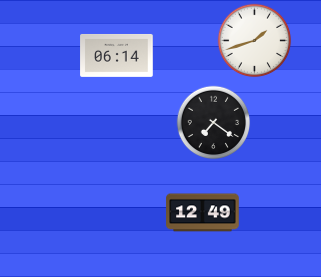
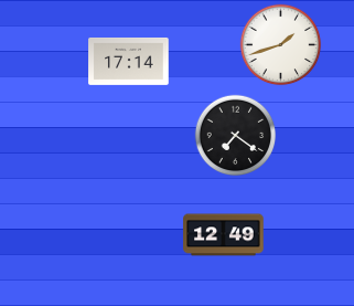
clock at (117, 55): 06:14 -> 17:14
